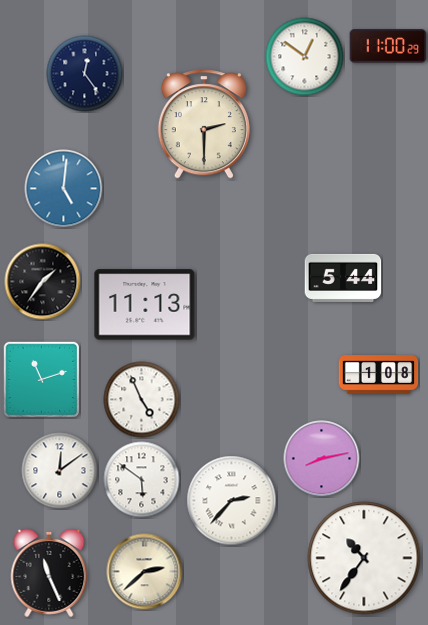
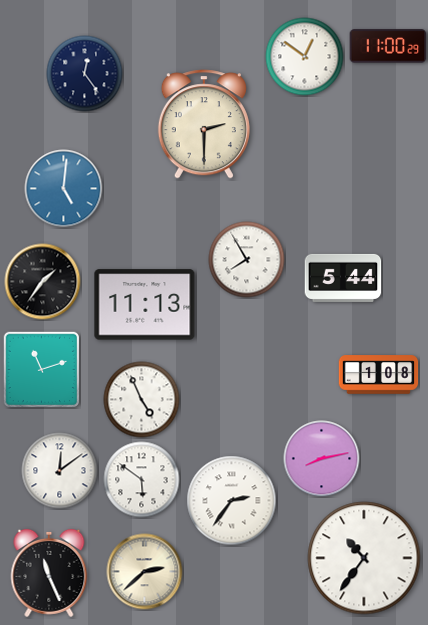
clock at (247, 260): none -> 7:55
clock at (41, 379) position: (41, 379) -> (41, 369)
clock at (232, 501): 2:37 -> 2:36
